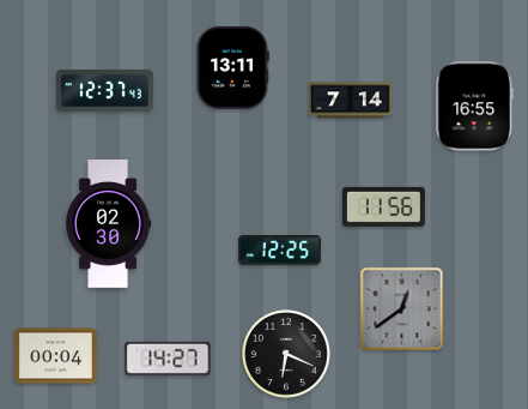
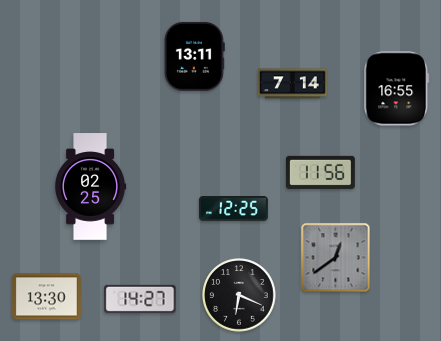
clock at (104, 91): 12:37 -> none
clock at (108, 224): 02:30 -> 02:25
clock at (55, 356): 00:04 -> 13:30
